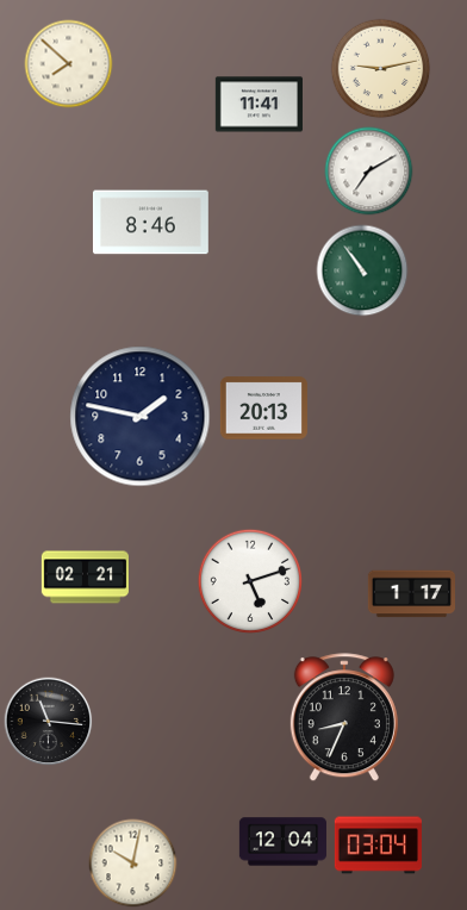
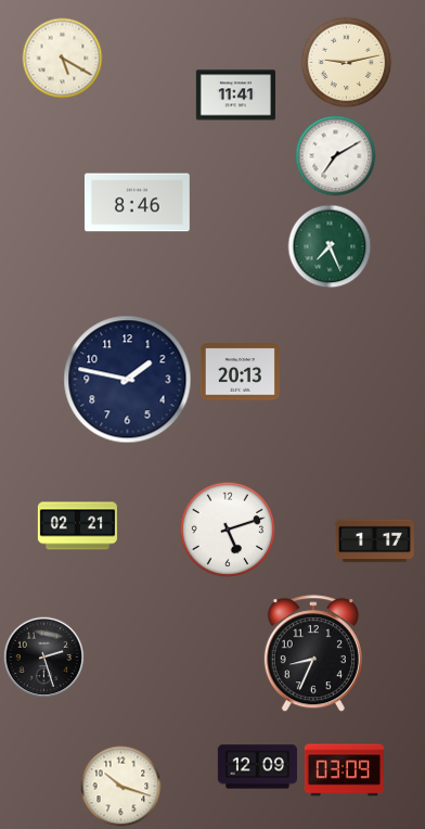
clock at (69, 64): 7:52 -> 5:20
clock at (362, 270): 10:54 -> 7:26
clock at (49, 722): 11:16 -> 2:27
clock at (282, 842): 12:04 -> 12:09
clock at (378, 846): 03:04 -> 03:09
clock at (133, 864): 10:02 -> 10:18
